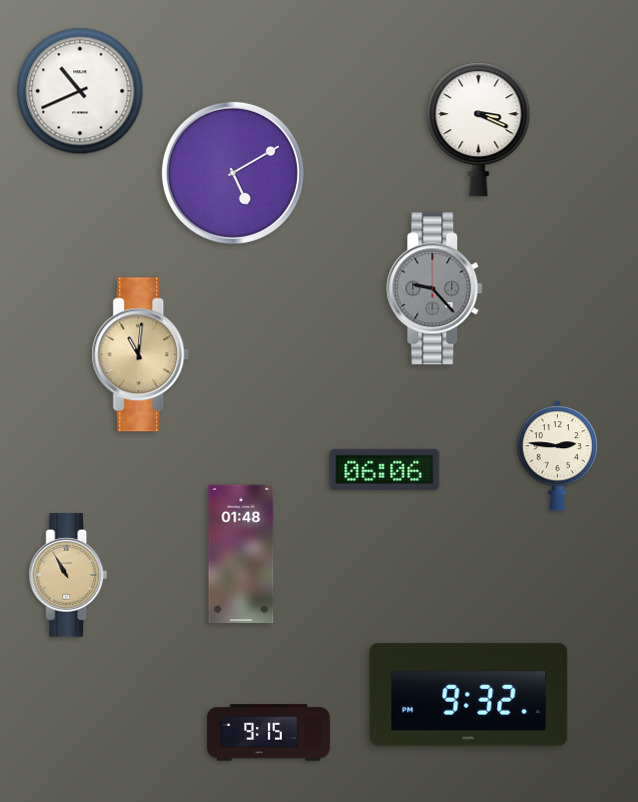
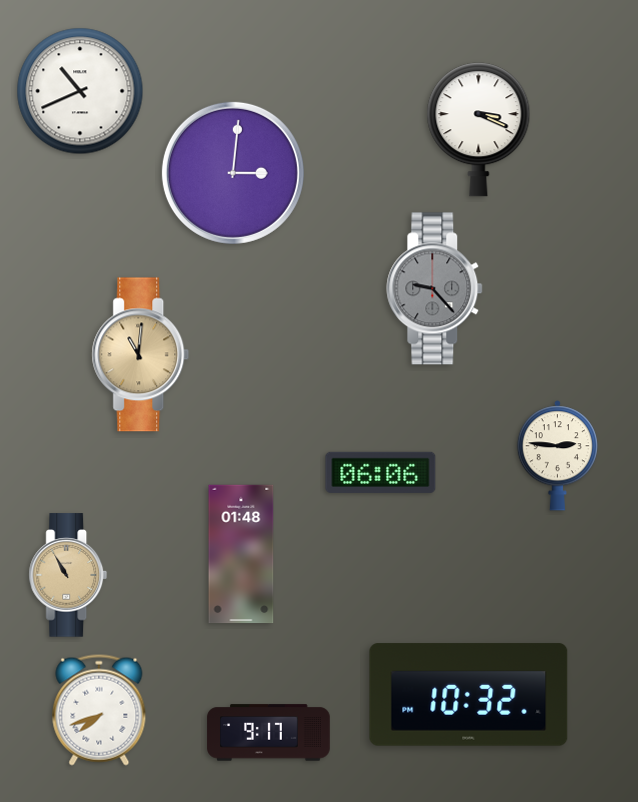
clock at (233, 173): 5:10 -> 3:01
clock at (385, 469) position: (385, 469) -> (381, 472)
clock at (469, 695): 9:32 -> 10:32
clock at (99, 710): none -> 7:42
clock at (269, 733): 9:15 -> 9:17
